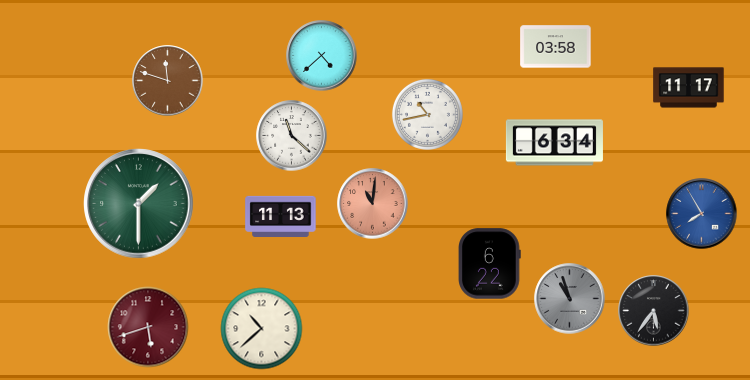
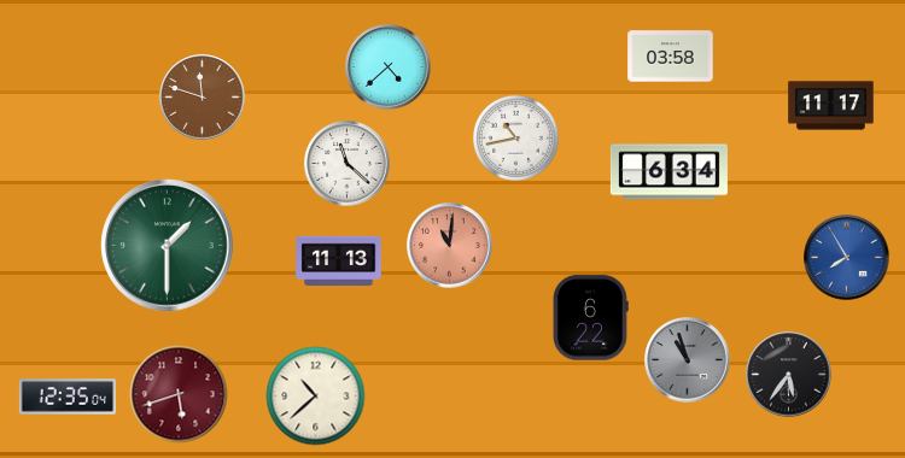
clock at (292, 136) position: (292, 136) -> (348, 164)
clock at (68, 397): none -> 12:35
